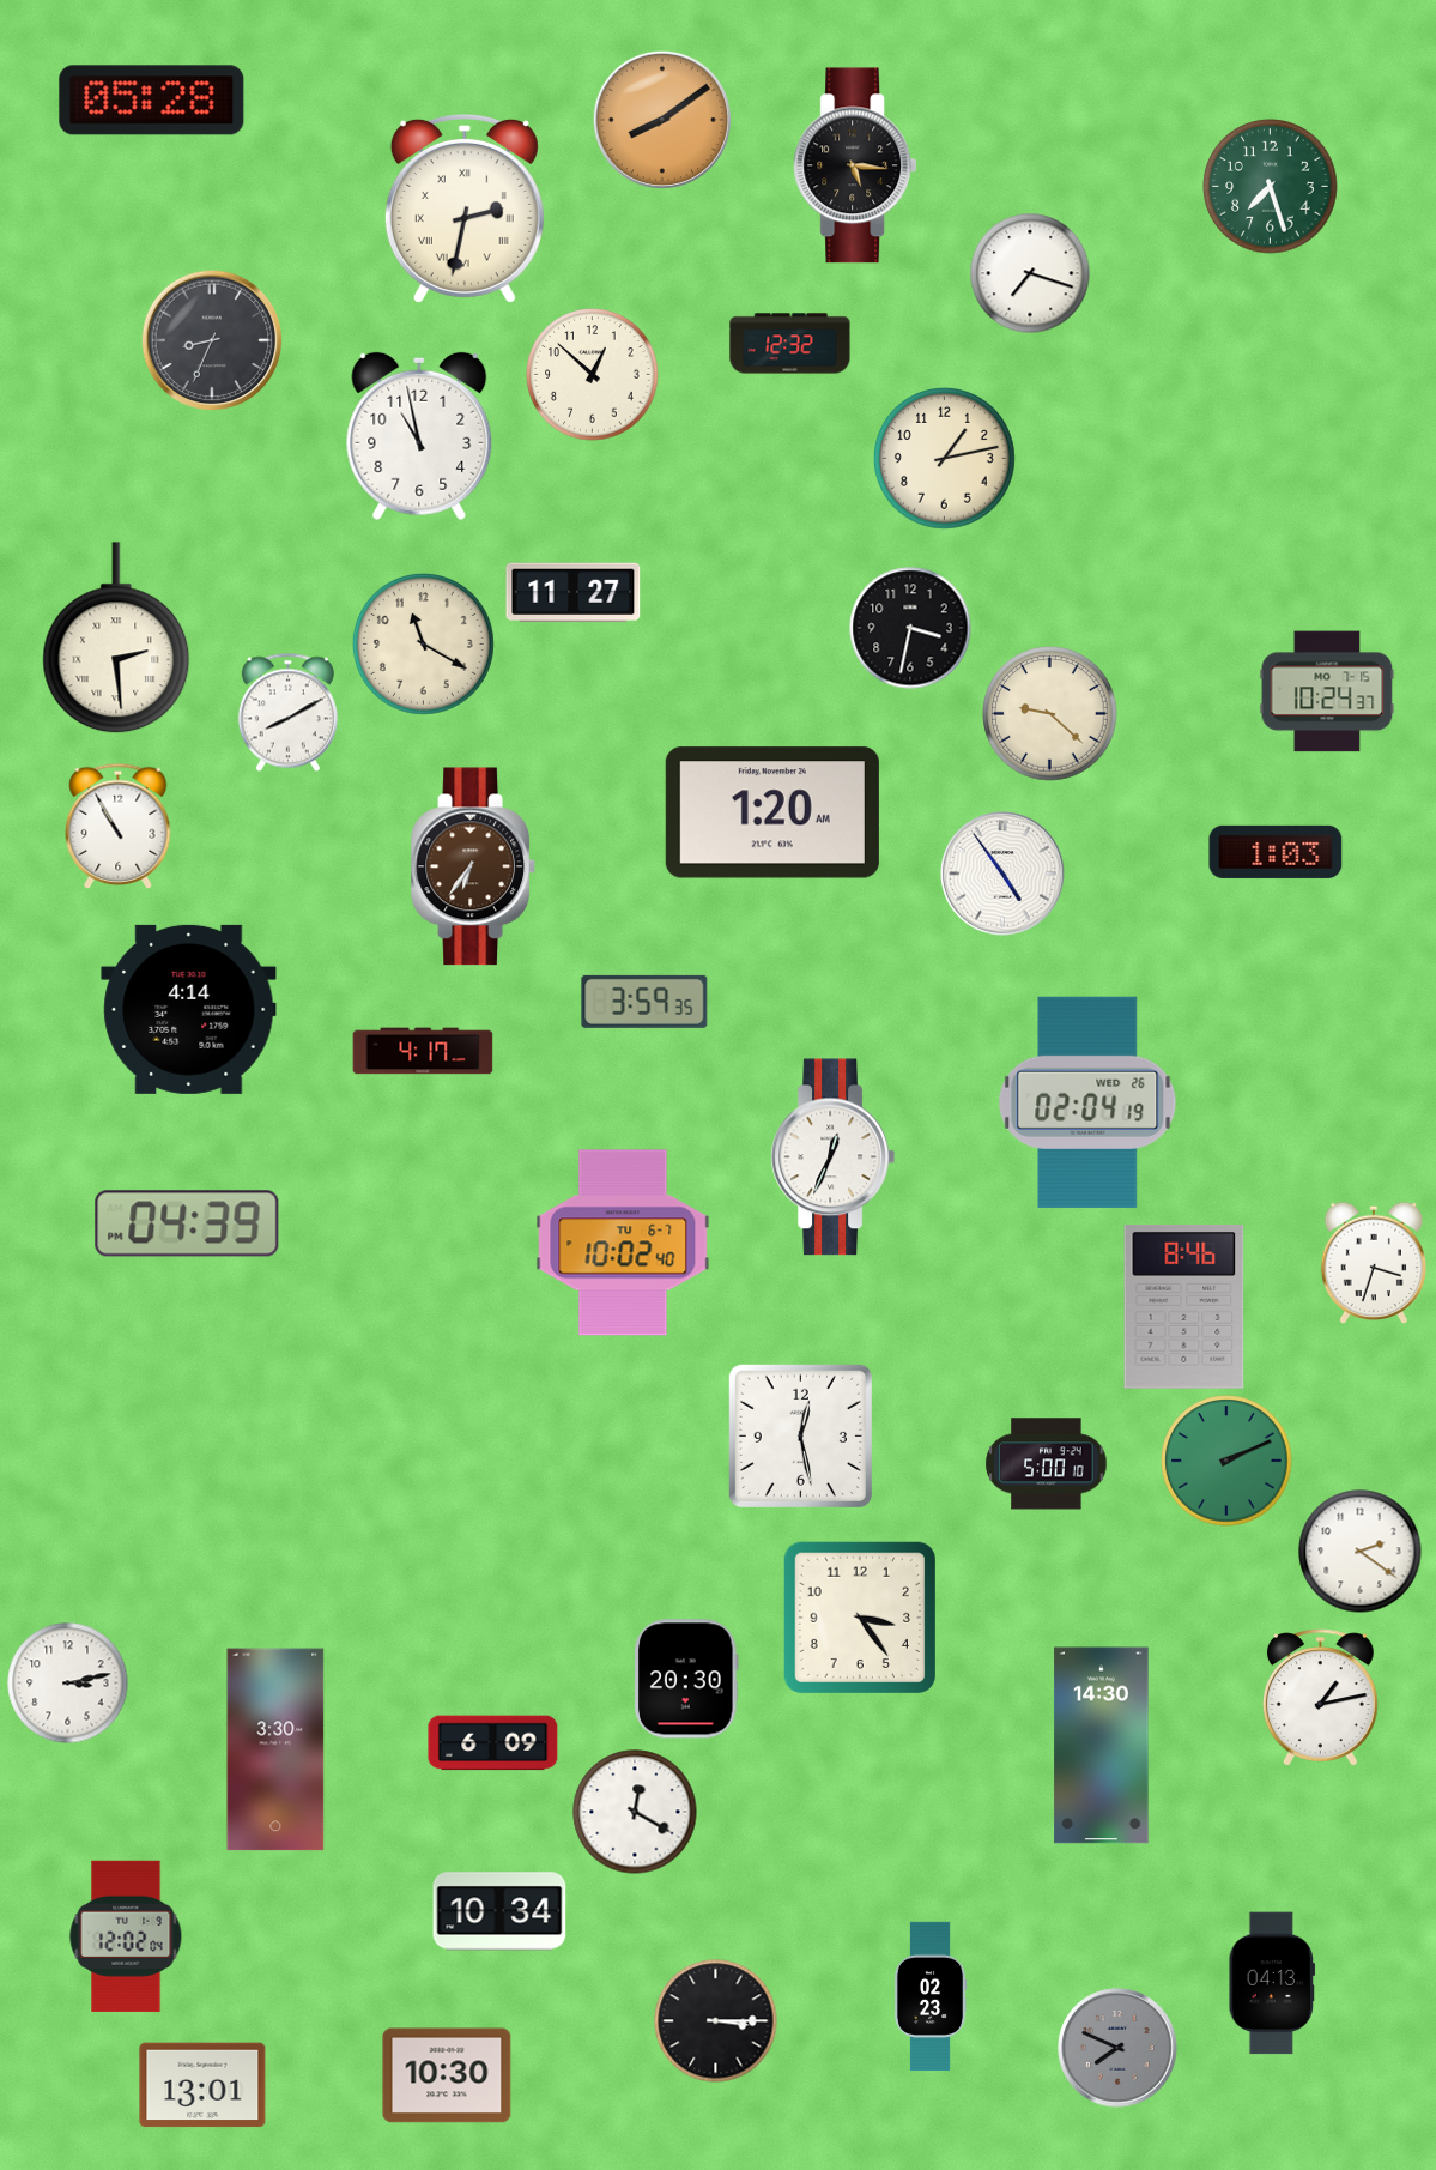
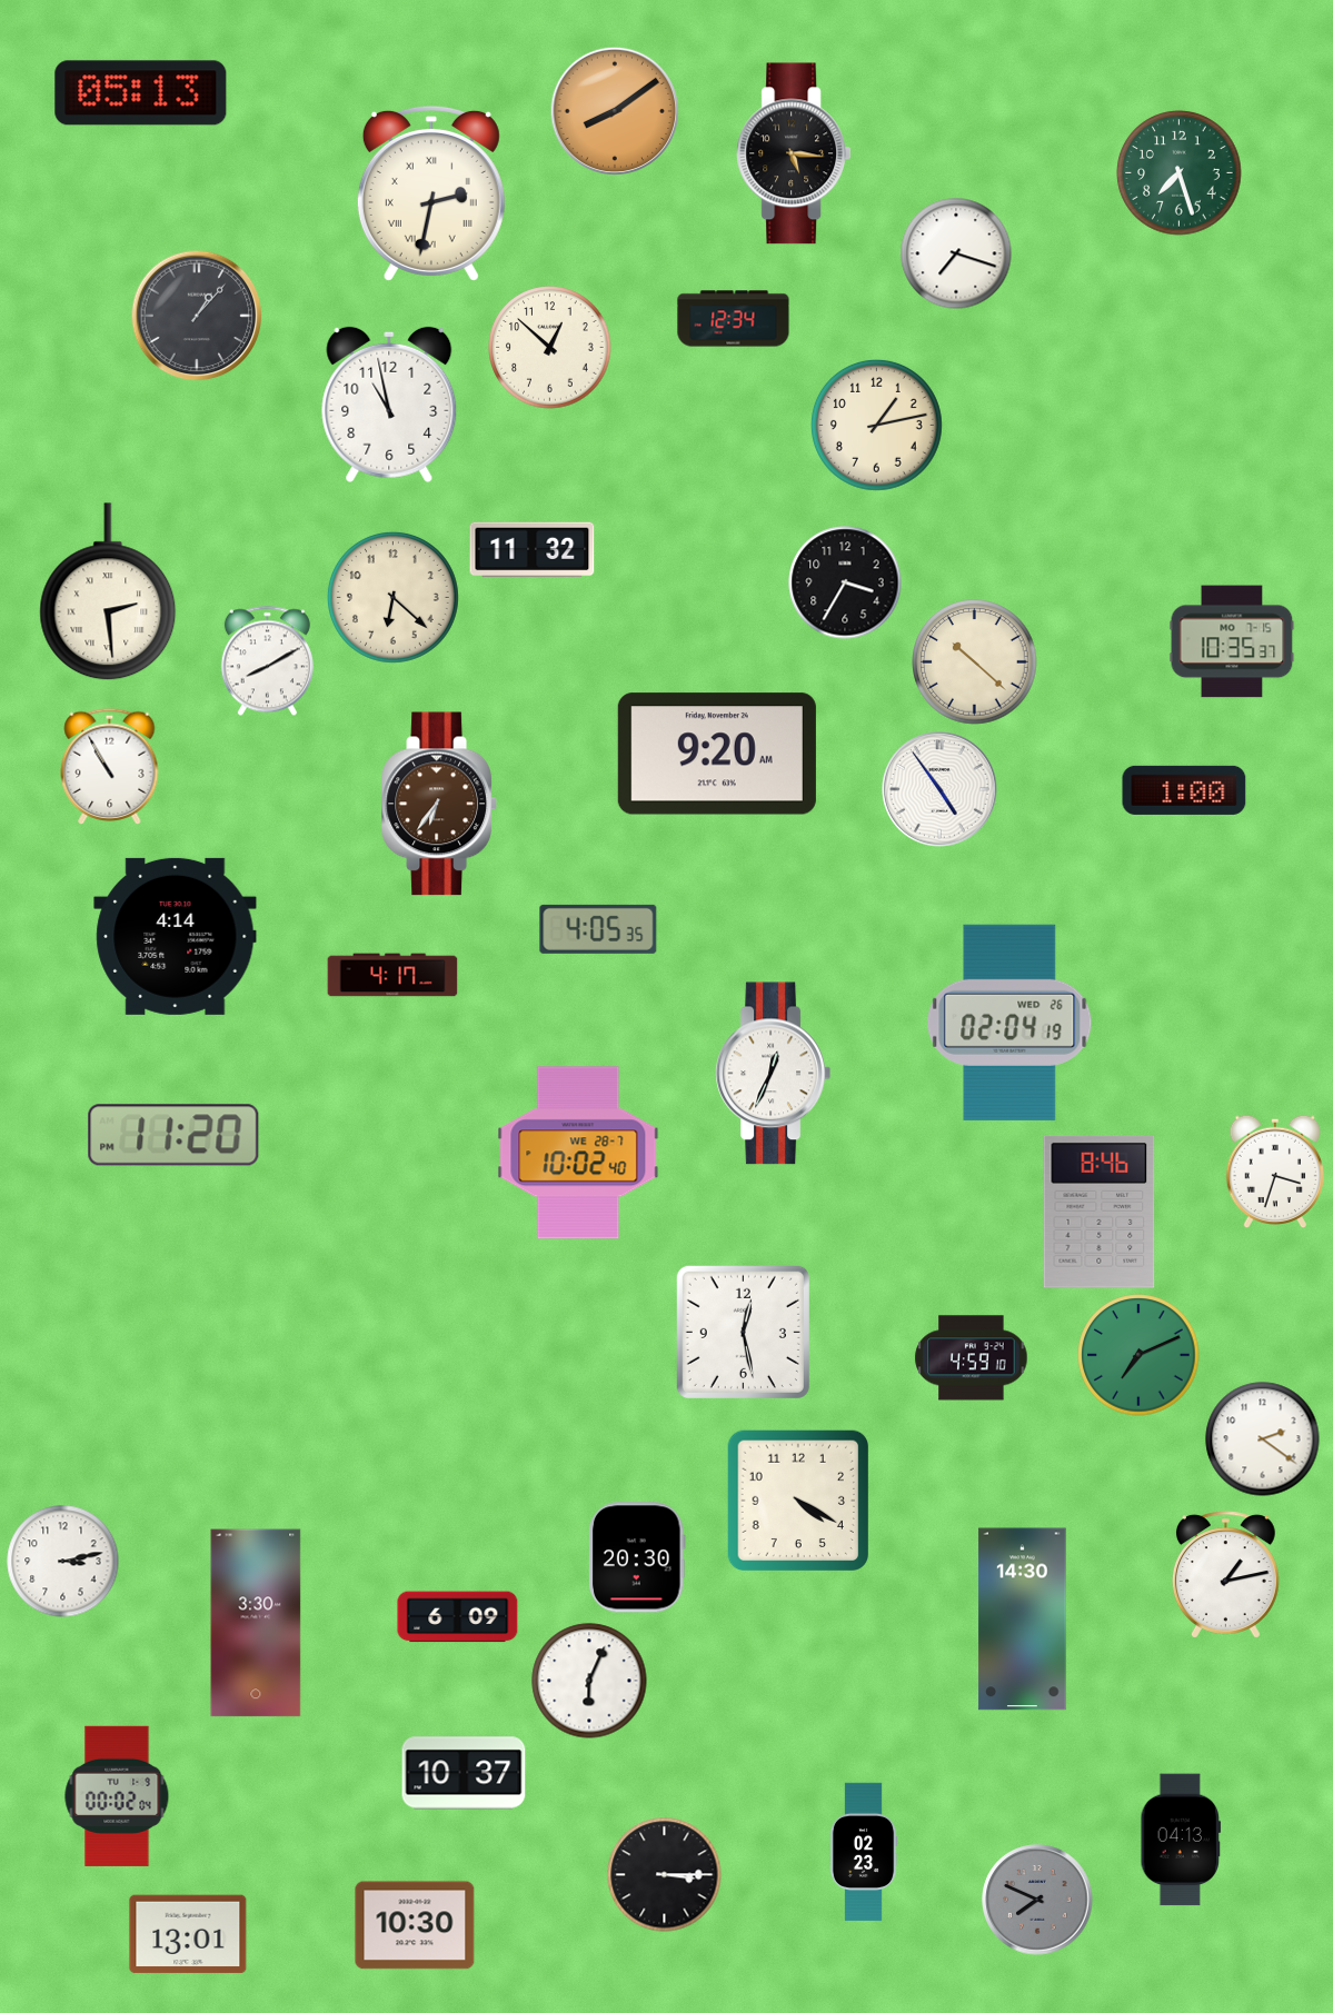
clock at (152, 101): 05:28 -> 05:13
clock at (212, 340): 8:34 -> 1:07
clock at (790, 344): 12:32 -> 12:34
clock at (574, 593): 11:27 -> 11:32
clock at (910, 628): 3:32 -> 3:35
clock at (424, 645): 11:20 -> 6:22
clock at (1327, 691): 10:24 -> 10:35
clock at (1050, 714): 9:22 -> 10:22
clock at (772, 812): 1:20 -> 9:20
clock at (1276, 852): 1:03 -> 1:00
clock at (1004, 875) position: (1004, 875) -> (941, 790)
clock at (644, 1002): 3:59 -> 4:05
clock at (187, 1223): 04:39 -> 11:20
clock at (623, 1243) date: TU 6-7 -> WE 28-7
clock at (1226, 1461): 2:11 -> 7:11
clock at (1047, 1464): 5:00 -> 4:59
clock at (859, 1616): 3:24 -> 4:20
clock at (635, 1812): 12:20 -> 6:04
clock at (499, 1911): 10:34 -> 10:37
clock at (126, 1936): 12:02 -> 00:02
